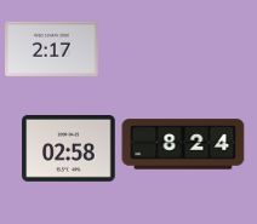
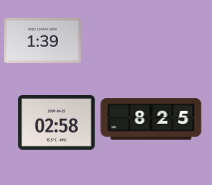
clock at (52, 48): 2:17 -> 1:39
clock at (183, 144): 8:24 -> 8:25
